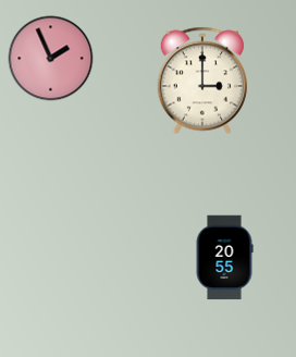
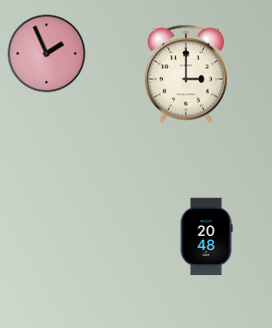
clock at (224, 257): 20:55 -> 20:48
